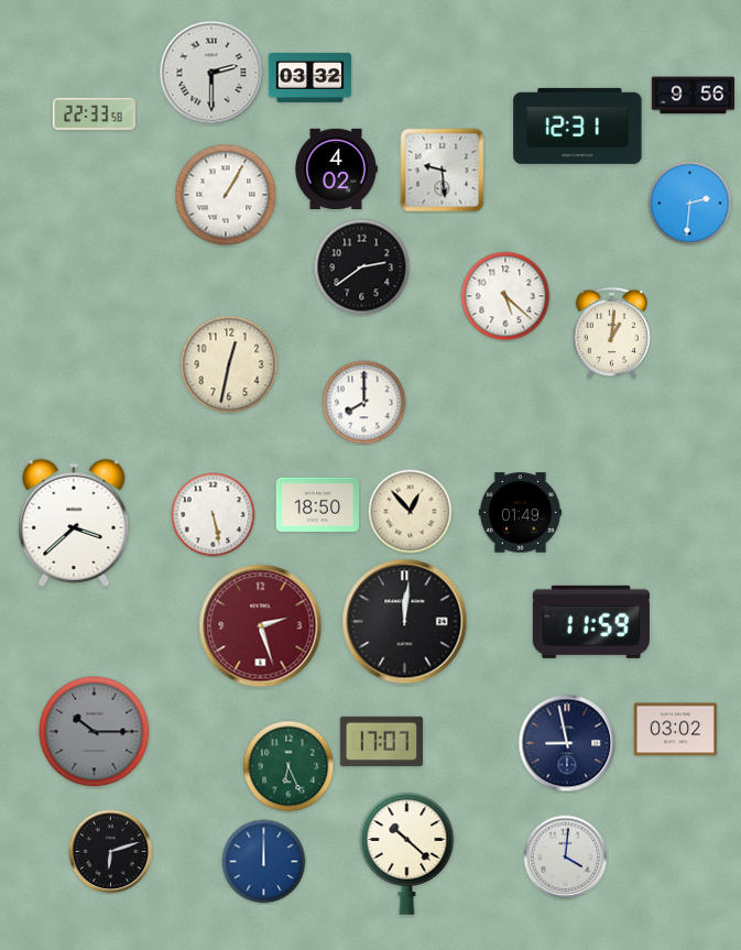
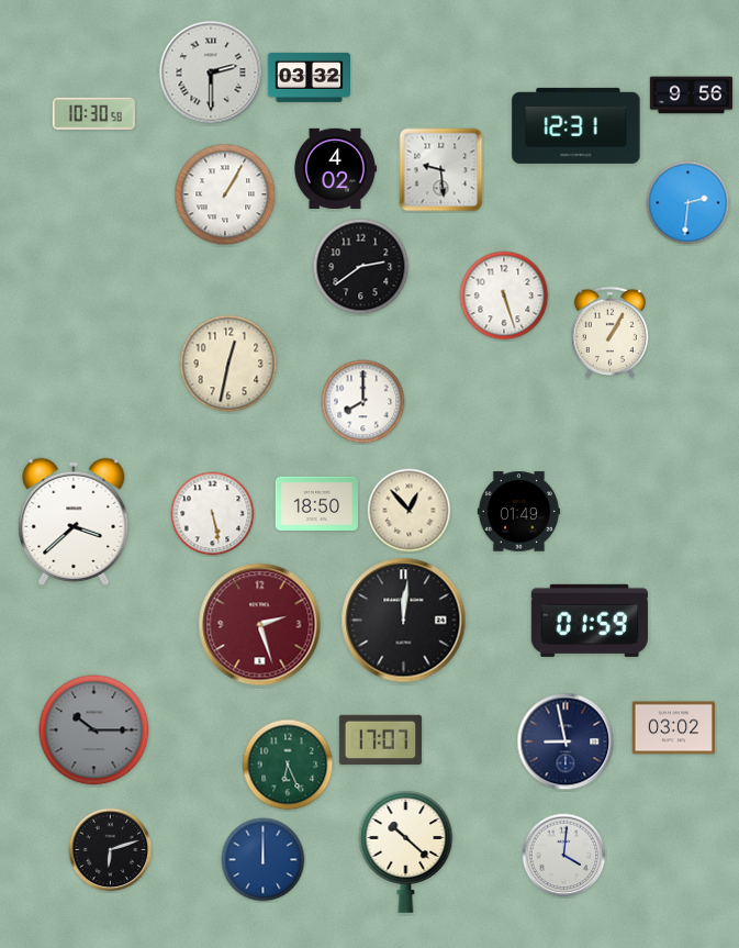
clock at (94, 113): 22:33 -> 10:30
clock at (505, 296): 5:22 -> 5:27
clock at (611, 332): 1:01 -> 1:05
clock at (591, 622): 11:59 -> 01:59
